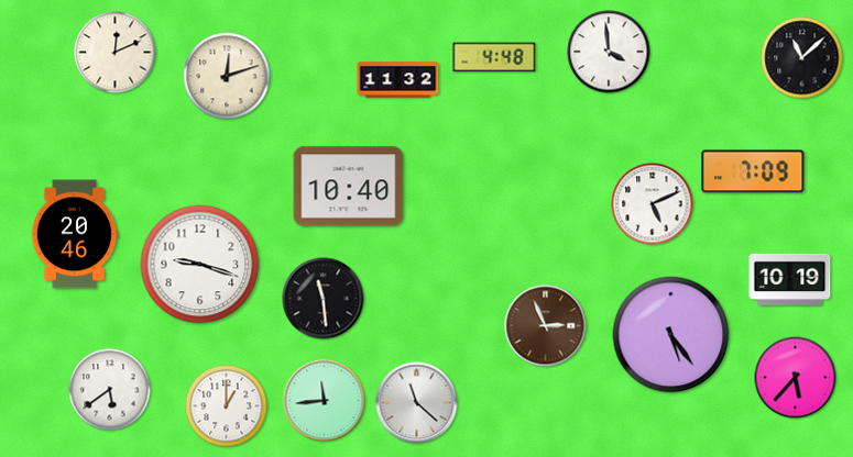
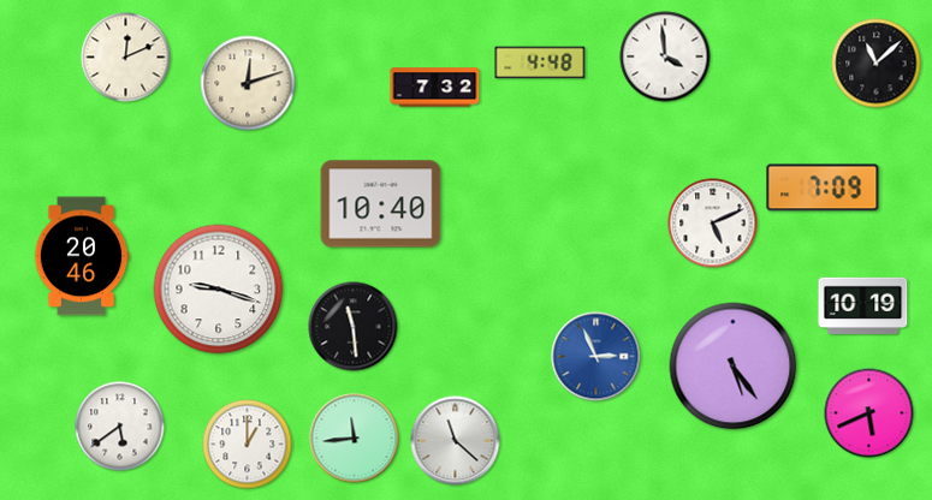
clock at (398, 80): 11:32 -> 7:32
clock at (546, 326) dial: brown -> blue
clock at (796, 378): 5:37 -> 5:41
